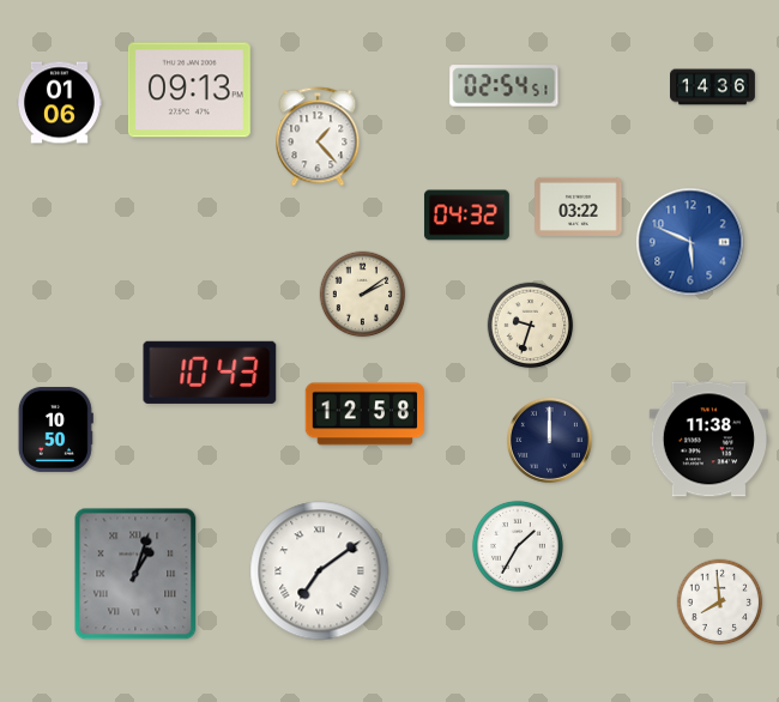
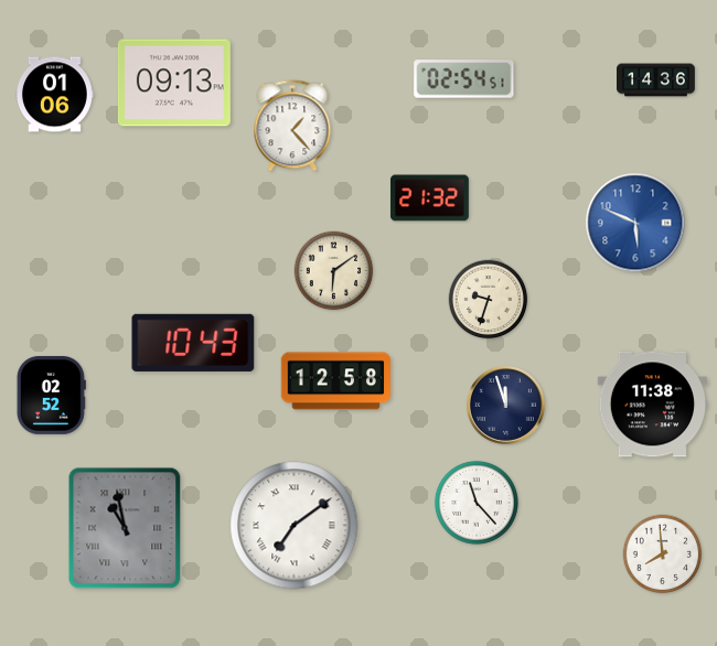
clock at (579, 206): 03:22 -> none
clock at (466, 216): 04:32 -> 21:32
clock at (363, 295): 2:09 -> 6:09
clock at (55, 429): 10:50 -> 02:52
clock at (549, 440): 12:00 -> 11:57
clock at (518, 546): 1:35 -> 11:23
clock at (135, 574): 1:03 -> 10:58
